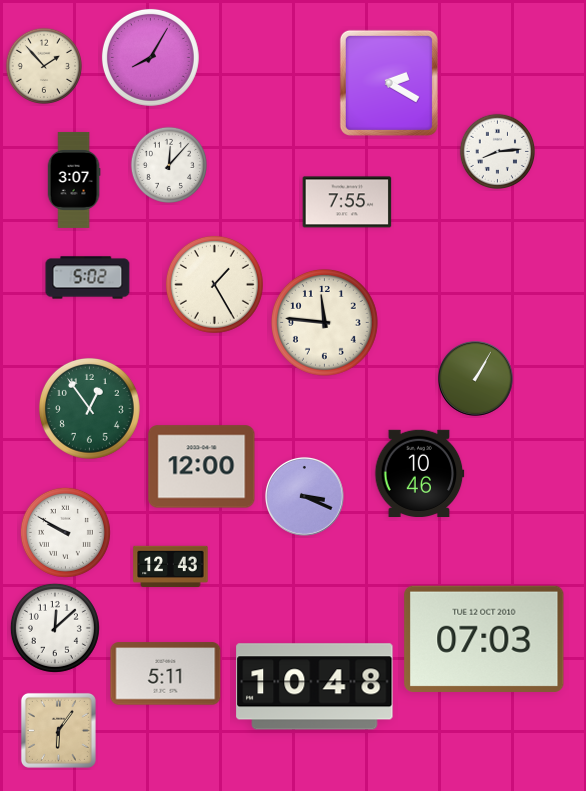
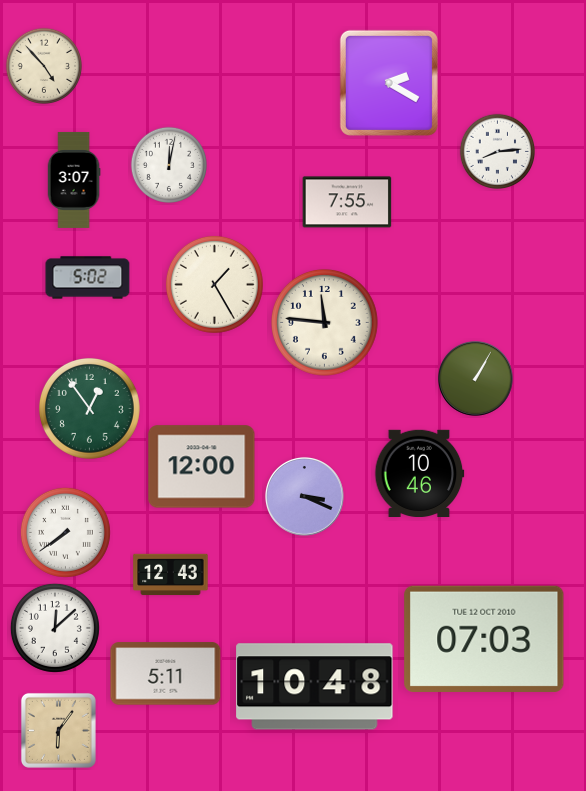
clock at (150, 57): 8:05 -> none
clock at (43, 65): 1:53 -> 4:53
clock at (168, 164): 12:07 -> 12:02
clock at (65, 532): 9:50 -> 7:39
clock at (171, 567) position: (171, 567) -> (171, 575)
